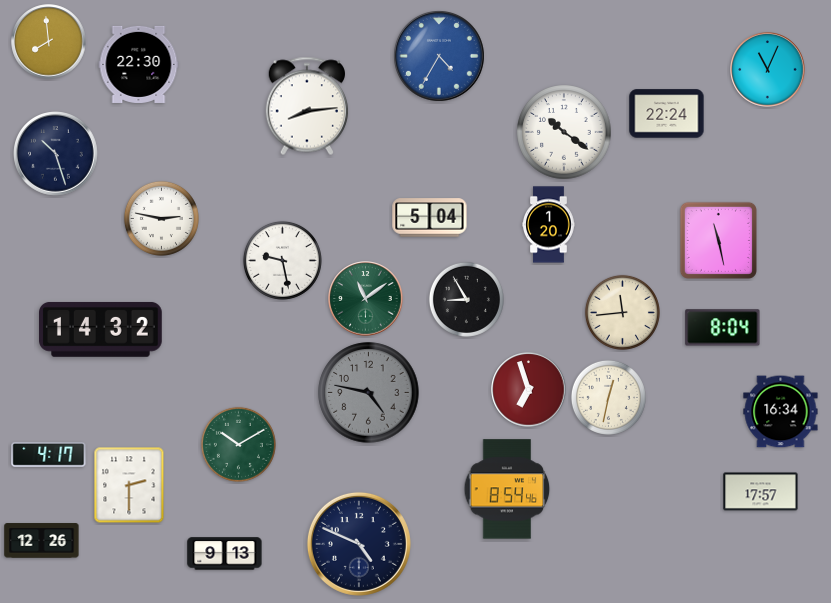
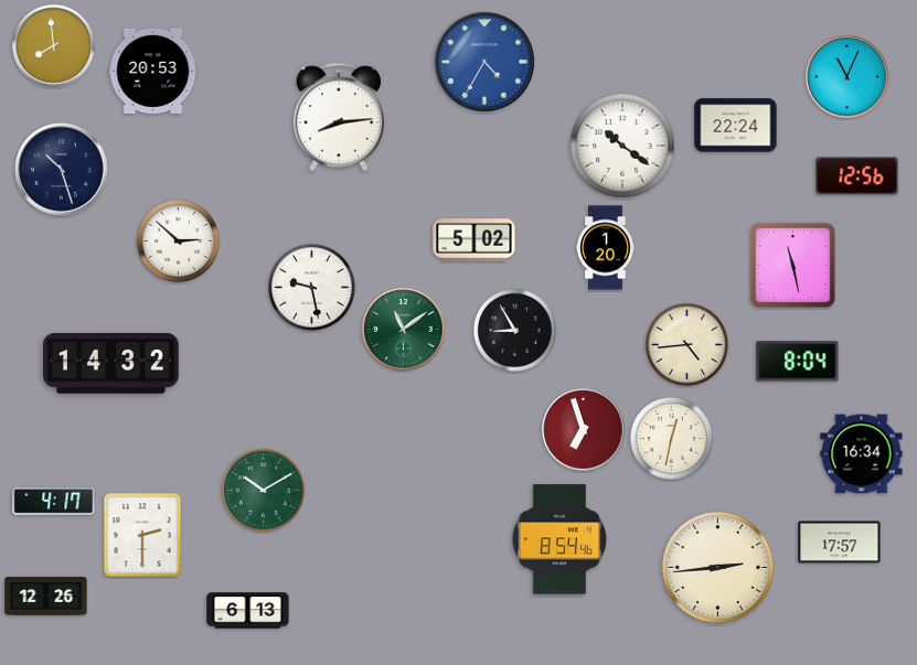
clock at (139, 64): 22:30 -> 20:53
clock at (857, 176): none -> 12:56
clock at (161, 218): 2:47 -> 2:52
clock at (430, 218): 5:04 -> 5:02
clock at (622, 312): 11:44 -> 4:44
clock at (369, 393): 4:47 -> none
clock at (718, 568): none -> 2:44
clock at (359, 544): 4:49 -> none
clock at (225, 554): 9:13 -> 6:13
